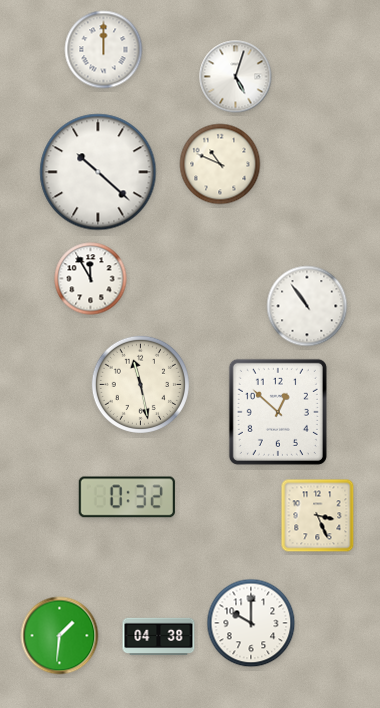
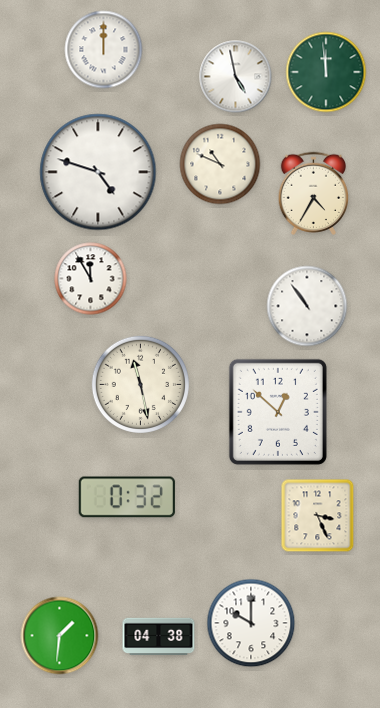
clock at (326, 72): none -> 11:59
clock at (236, 77): 5:03 -> 4:58
clock at (98, 172): 10:22 -> 4:48
clock at (314, 193): none -> 4:35
